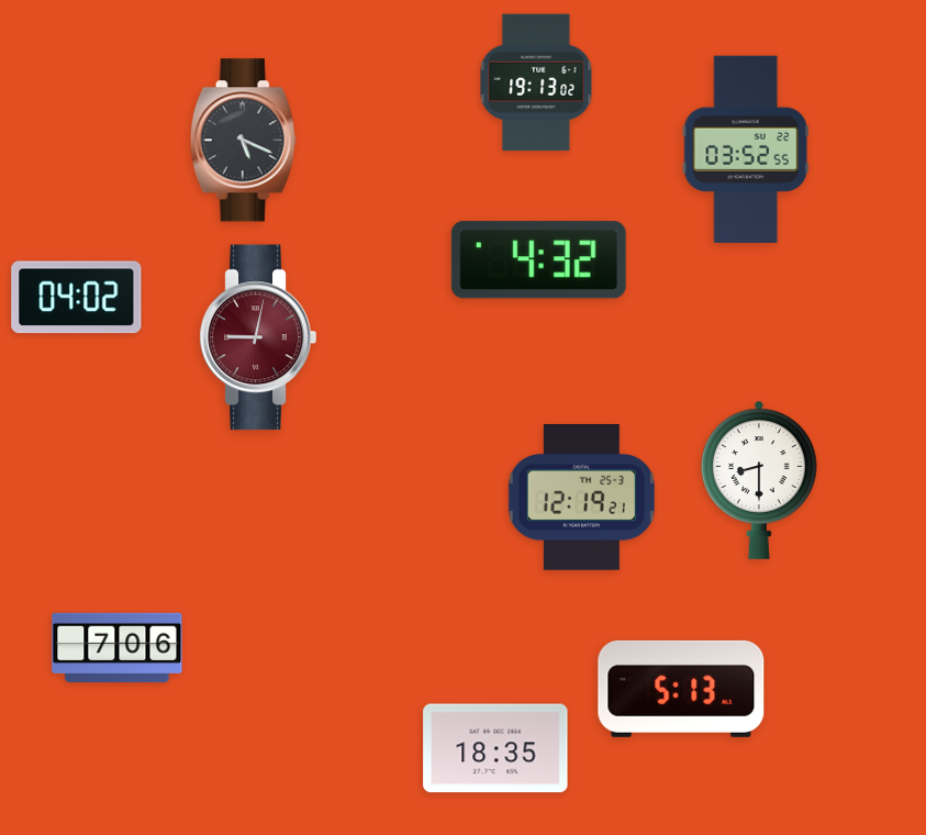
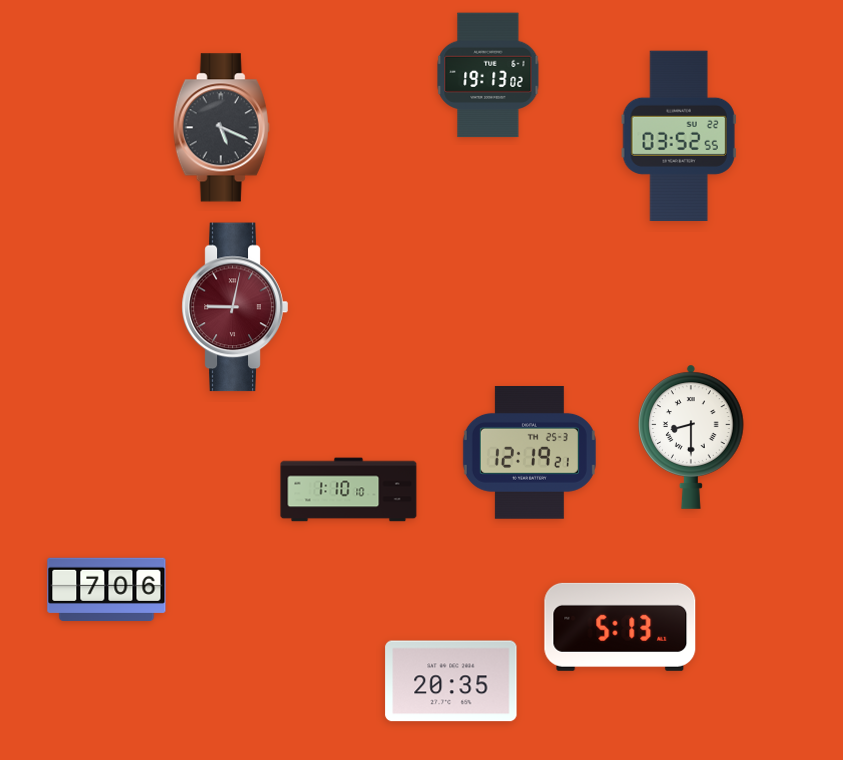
clock at (538, 260): 4:32 -> none
clock at (77, 298): 04:02 -> none
clock at (349, 490): none -> 1:10
clock at (495, 748): 18:35 -> 20:35
